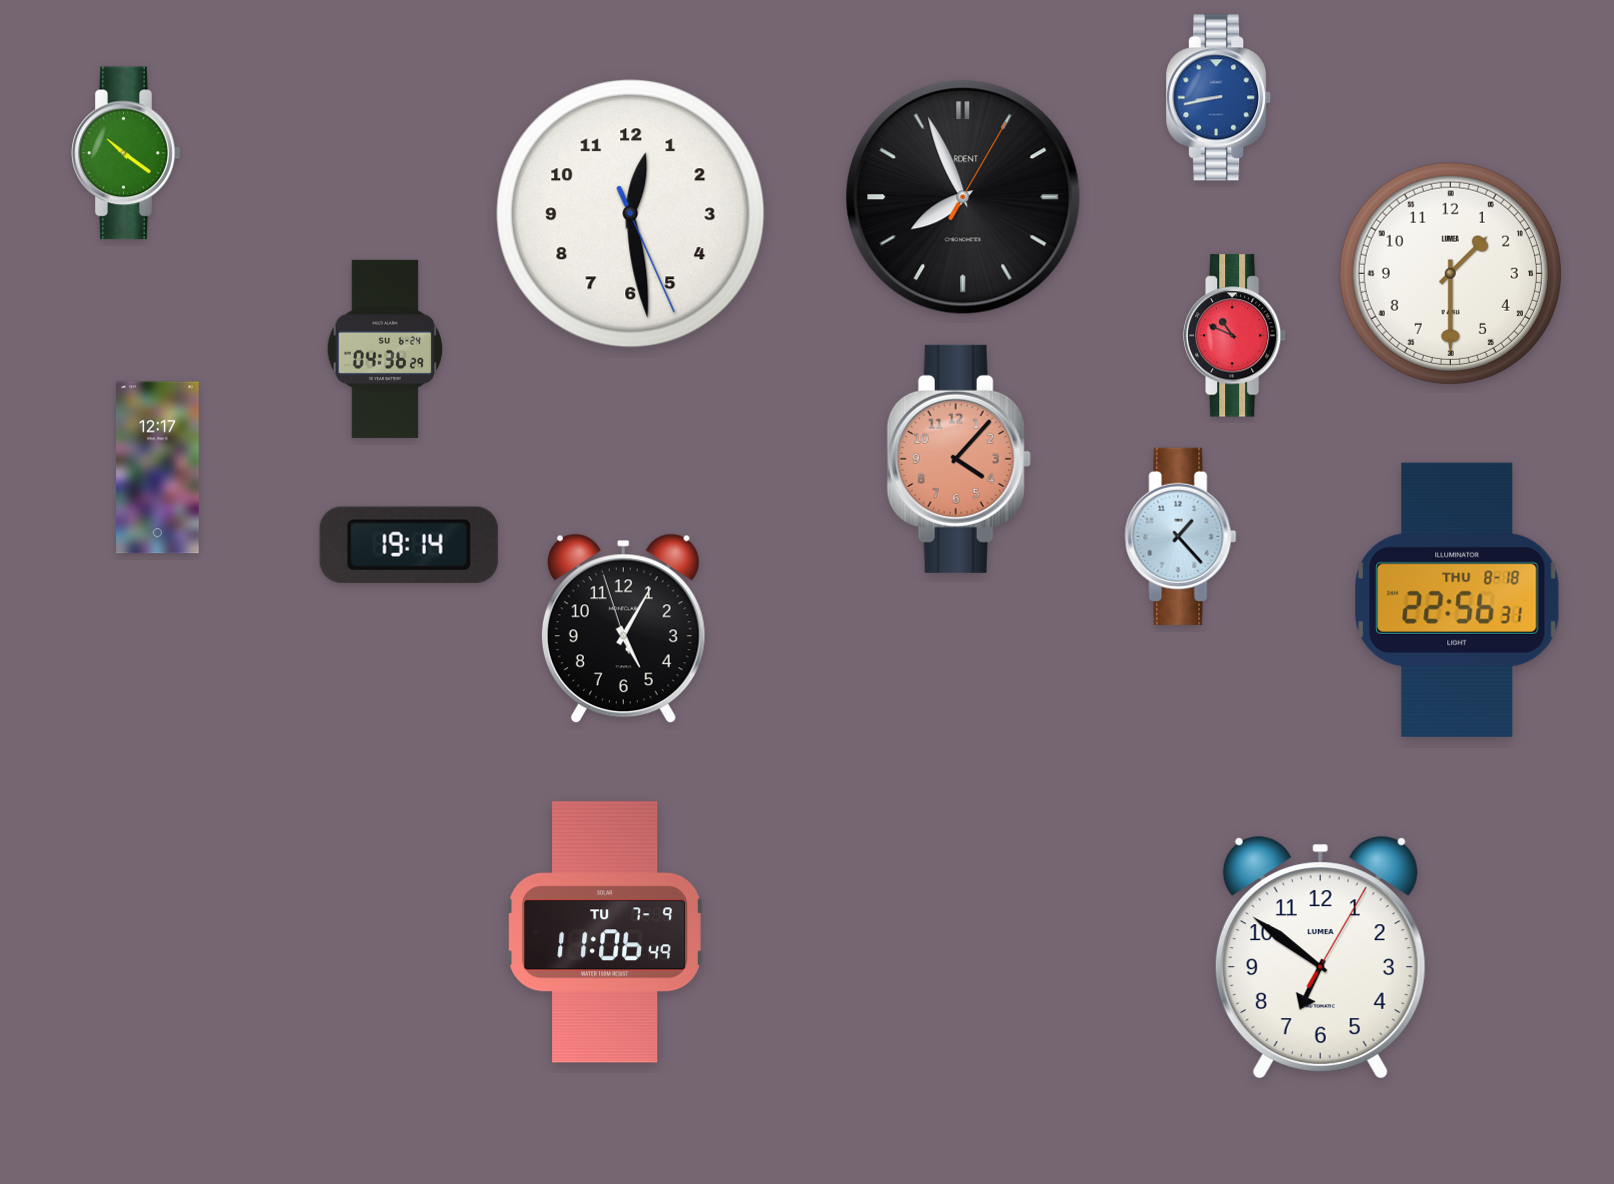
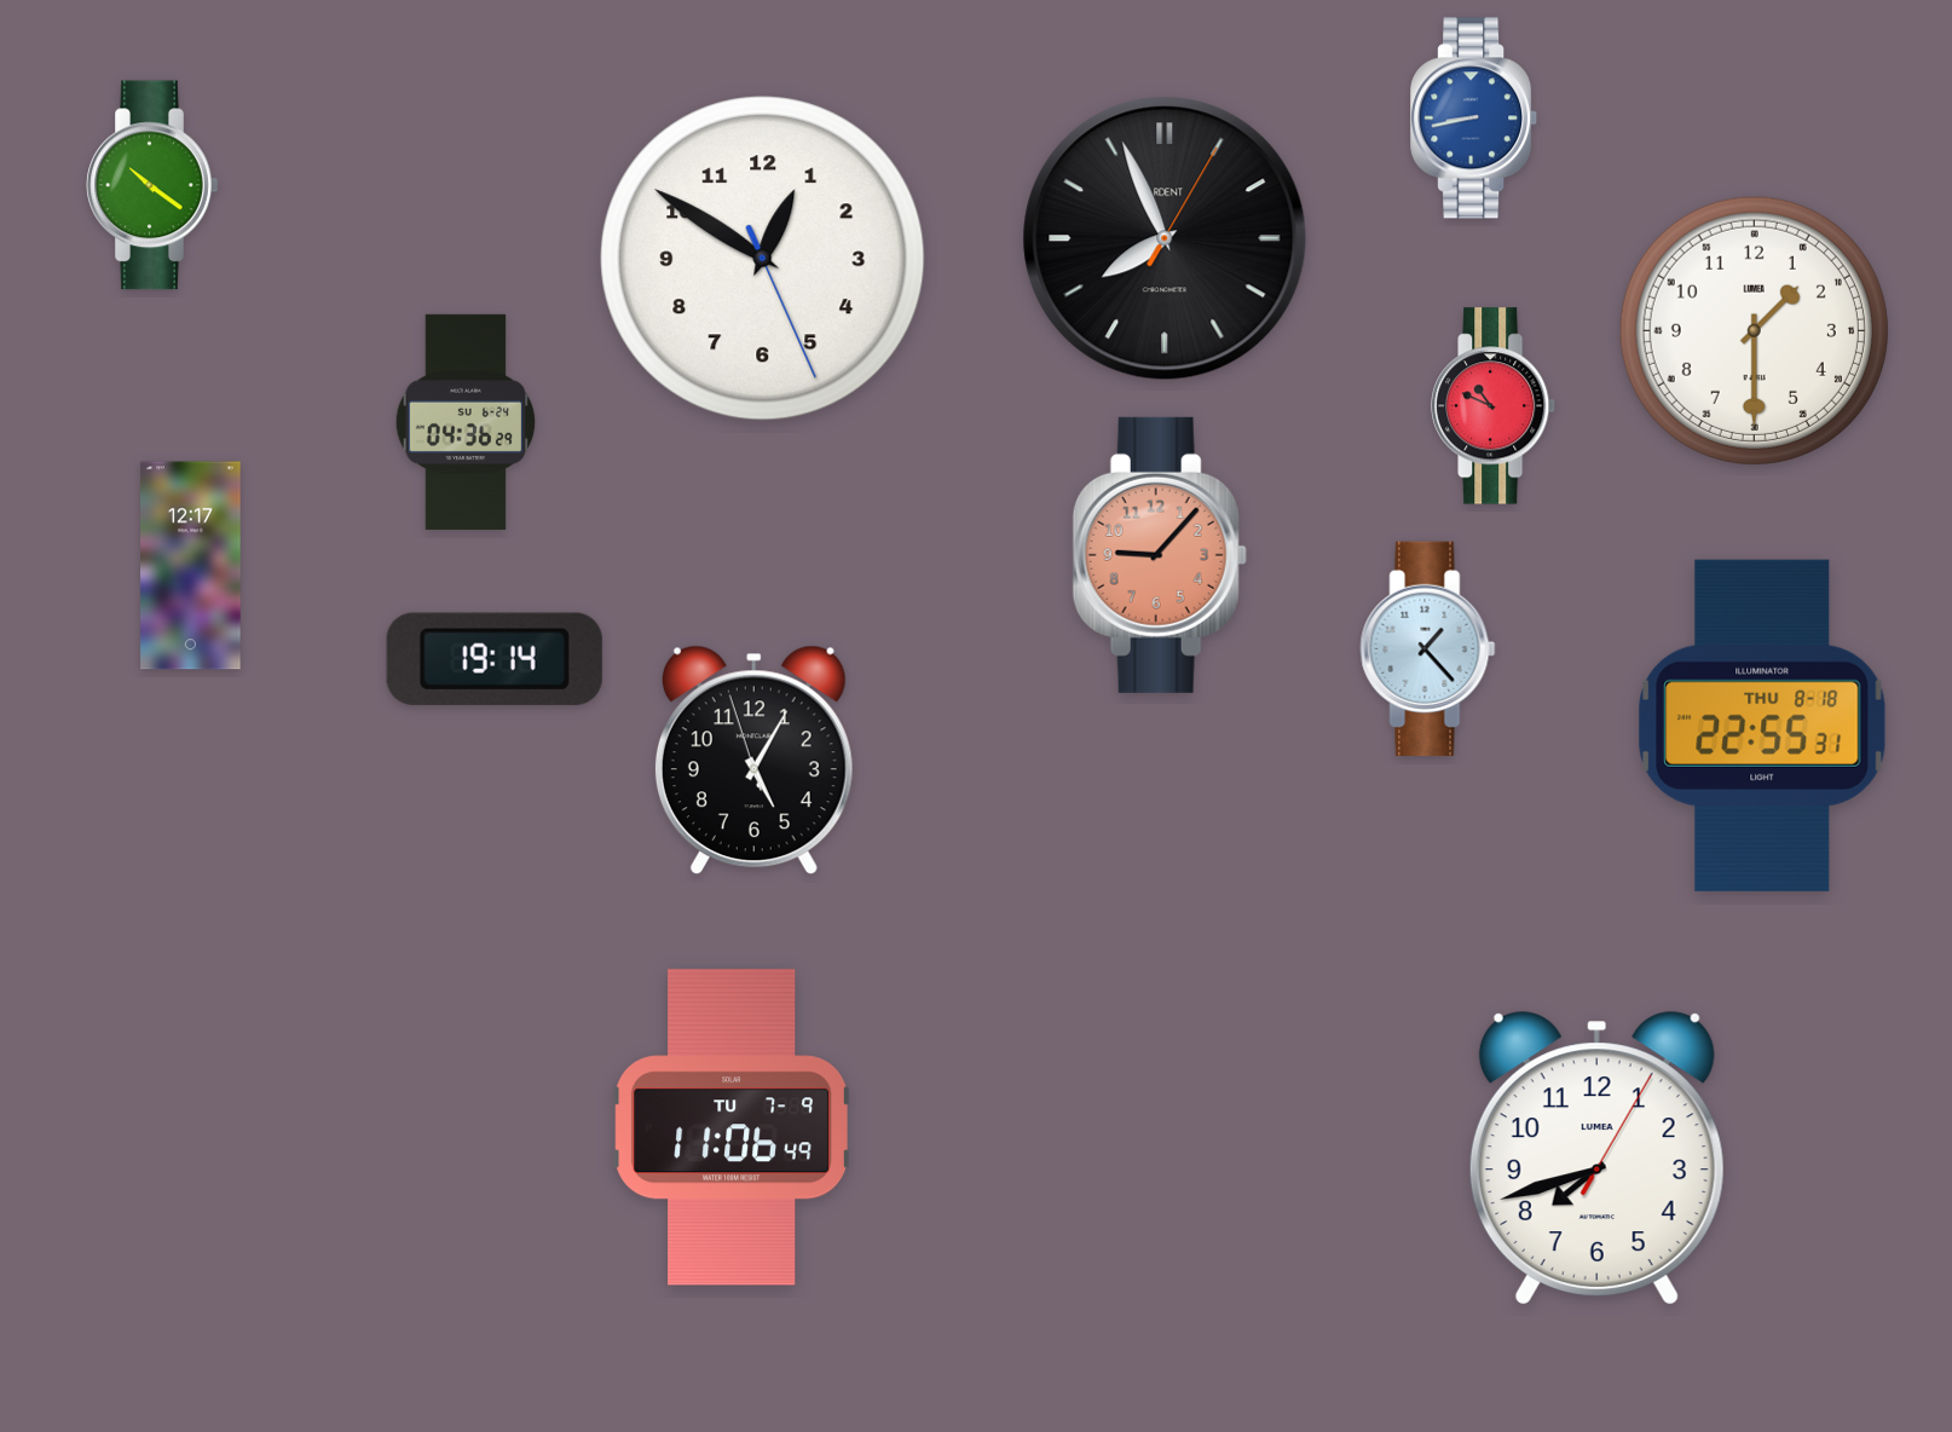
clock at (631, 214): 12:28 -> 12:50
clock at (959, 459): 4:07 -> 9:07
clock at (1457, 600): 22:56 -> 22:55
clock at (1320, 958): 6:51 -> 7:42
